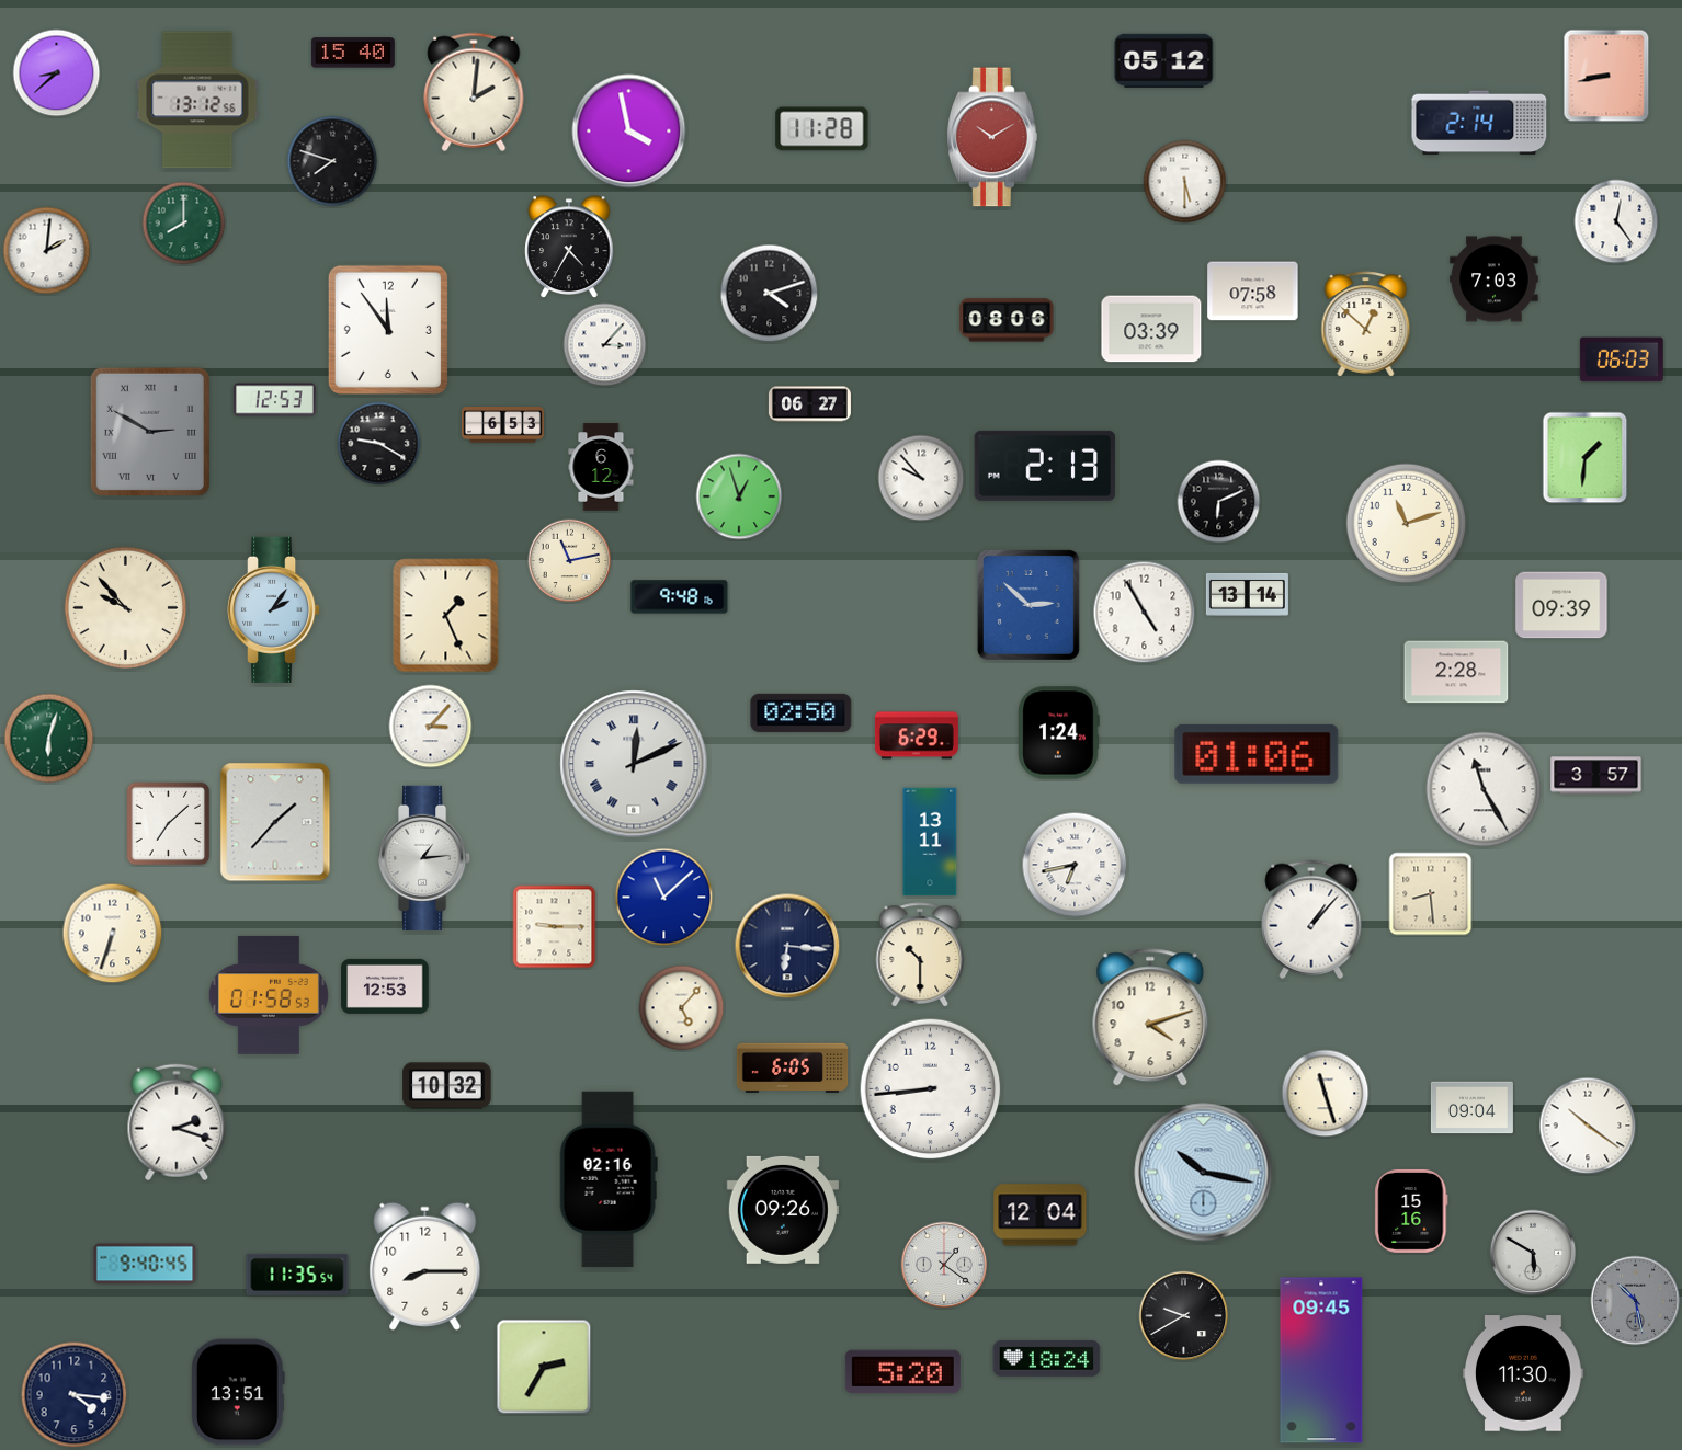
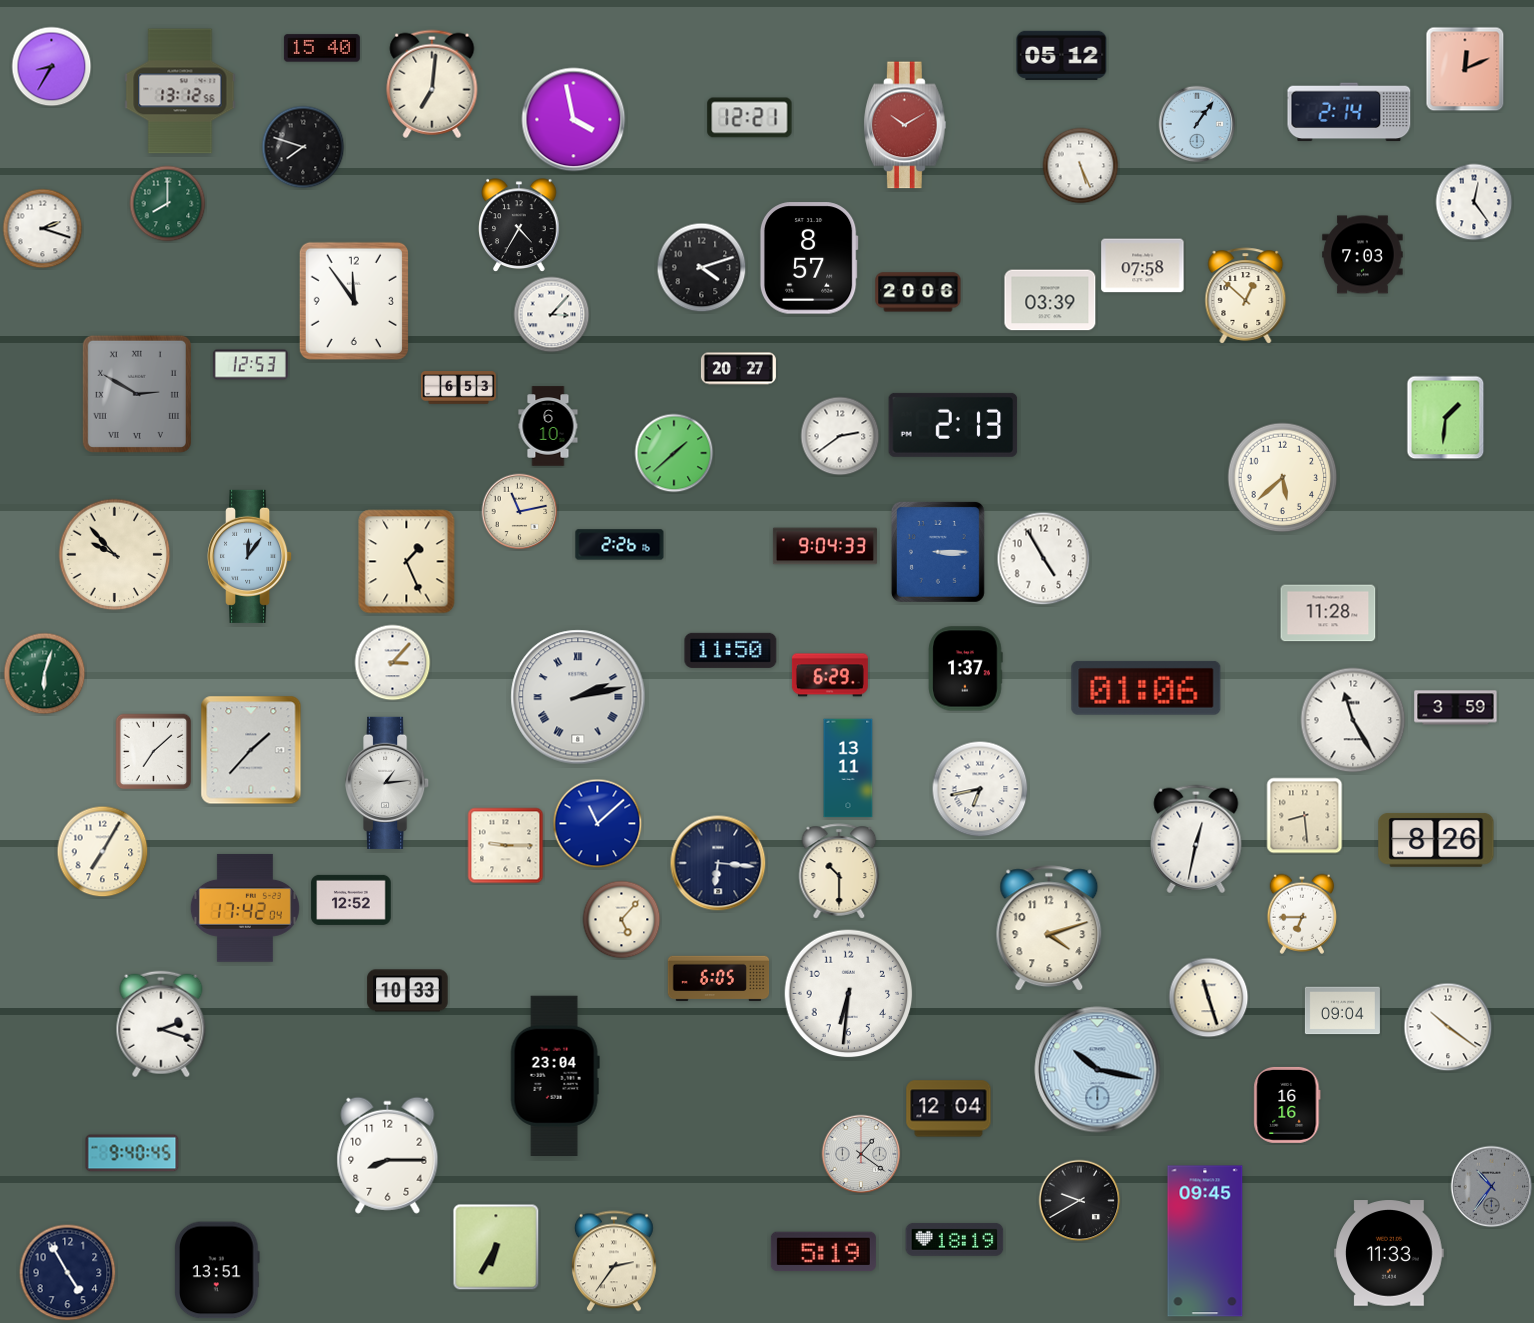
clock at (57, 73): 8:38 -> 8:35
clock at (1606, 76): 8:43 -> 12:11
clock at (474, 92): 2:01 -> 7:01
clock at (822, 129): 11:28 -> 12:21
clock at (1197, 124): none -> 1:06
clock at (1185, 182): 5:30 -> 5:26
clock at (47, 251): 2:01 -> 2:18
clock at (809, 258): none -> 8:57
clock at (1007, 320): 08:06 -> 20:06
clock at (1622, 359): 06:03 -> none
clock at (809, 404): 06:27 -> 20:27
clock at (379, 444): 9:20 -> none
clock at (601, 467): 6:12 -> 6:10
clock at (921, 478): 9:53 -> 2:39
clock at (739, 496): 12:57 -> 1:38
clock at (1219, 502): 6:11 -> none
clock at (1407, 524): 11:12 -> 5:38
clock at (1247, 594): 13:14 -> none
clock at (680, 597): 9:48 -> 2:26
clock at (825, 546): none -> 9:04
clock at (1028, 605): 2:52 -> 3:15
clock at (1561, 605): 09:39 -> none
clock at (274, 609): 2:06 -> 12:06
clock at (1456, 672): 2:28 -> 11:28
clock at (802, 712): 02:50 -> 11:50
clock at (1059, 733): 1:24 -> 1:37
clock at (917, 735) position: (917, 735) -> (830, 675)
clock at (634, 764): 12:11 -> 2:13
clock at (1596, 776): 3:57 -> 3:59
clock at (664, 898) position: (664, 898) -> (598, 824)
clock at (1311, 920): 1:07 -> 12:32
clock at (1436, 840): none -> 8:26
clock at (113, 934): 6:33 -> 7:05
clock at (385, 986): 12:53 -> 12:52
clock at (269, 995): 01:58 -> 17:42
clock at (1301, 914): none -> 6:45
clock at (793, 1069) position: (793, 1069) -> (719, 979)
clock at (447, 1086): 10:32 -> 10:33
clock at (931, 1089): 8:44 -> 6:31
clock at (609, 1178): 02:16 -> 23:04
clock at (783, 1210): 09:26 -> none
clock at (1411, 1211): 15:16 -> 16:16
clock at (1533, 1253): 5:50 -> none
clock at (297, 1275): 11:35 -> none
clock at (1636, 1301): 10:28 -> 10:36
clock at (1047, 1358): 18:24 -> 18:19
clock at (544, 1367): 2:35 -> 6:35
clock at (902, 1372): 5:20 -> 5:19
clock at (1523, 1373): 11:30 -> 11:33
clock at (614, 1261): none -> 2:36
clock at (75, 1395): 4:16 -> 4:55
